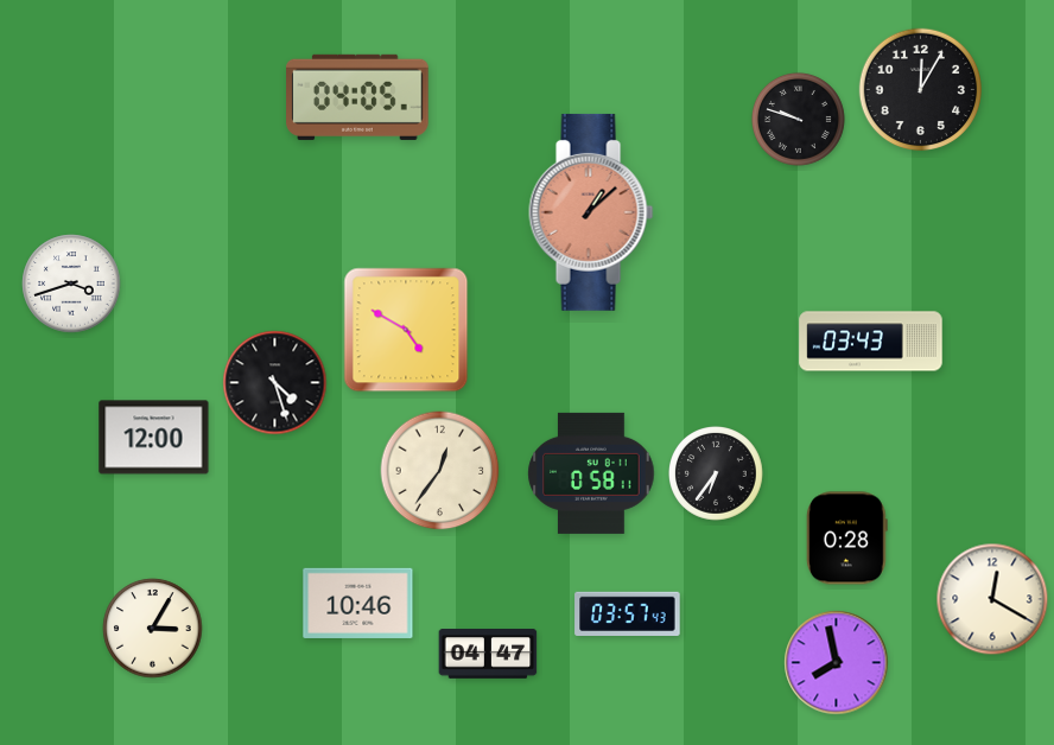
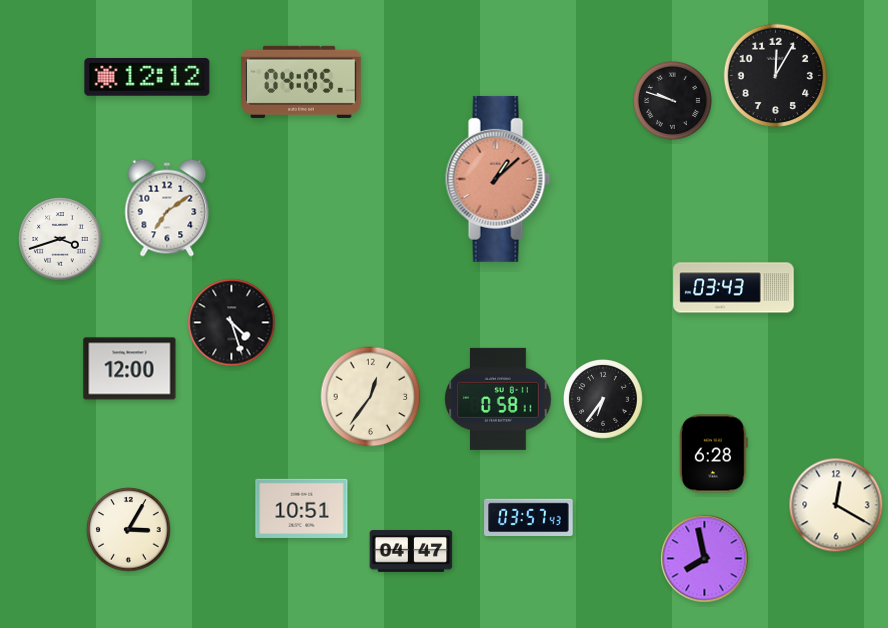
clock at (147, 78): none -> 12:12
clock at (167, 208): none -> 7:09
clock at (406, 330): 4:50 -> none
clock at (846, 539): 0:28 -> 6:28
clock at (358, 603): 10:46 -> 10:51
